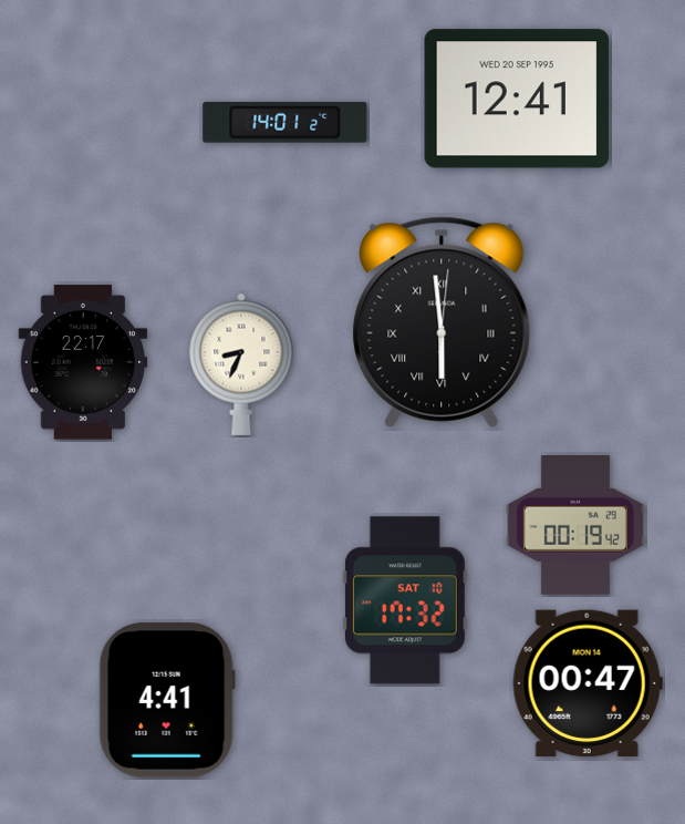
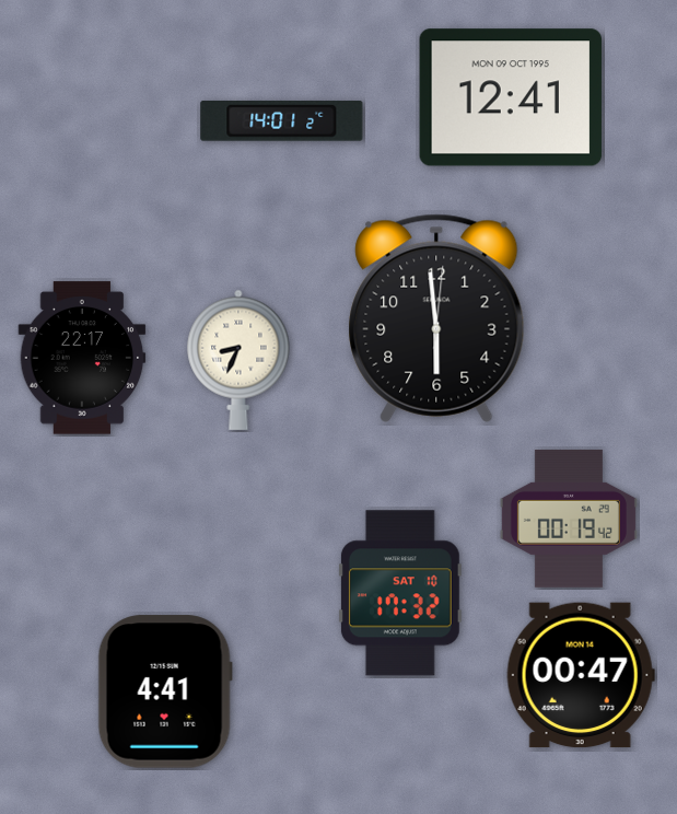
clock at (517, 99) date: WED 20 SEP 1995 -> MON 09 OCT 1995
clock at (442, 322) numerals: Roman -> Arabic
